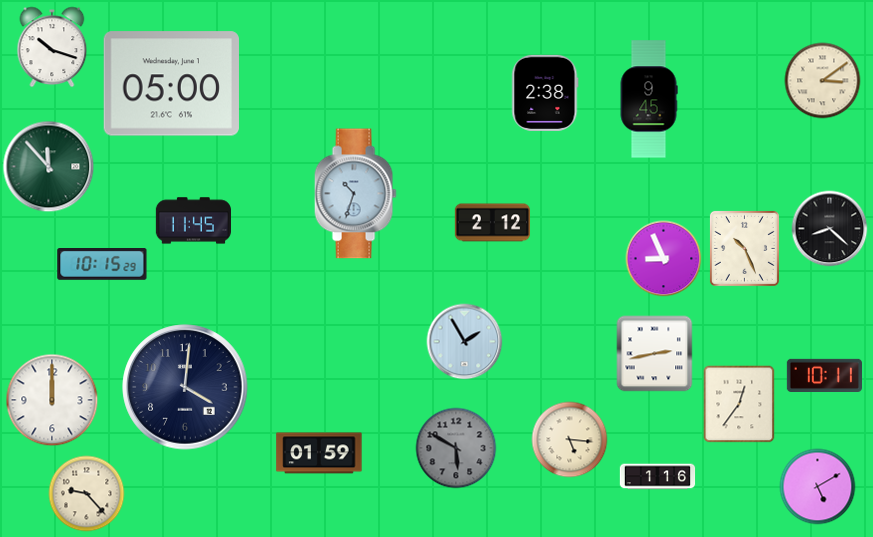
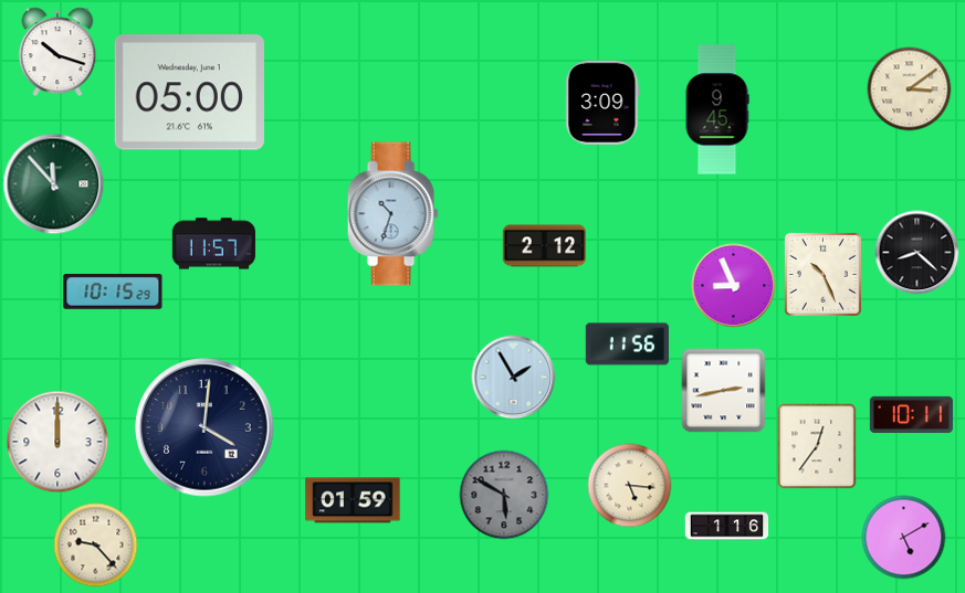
clock at (545, 93): 2:38 -> 3:09
clock at (193, 221): 11:45 -> 11:57
clock at (627, 345): none -> 11:56
